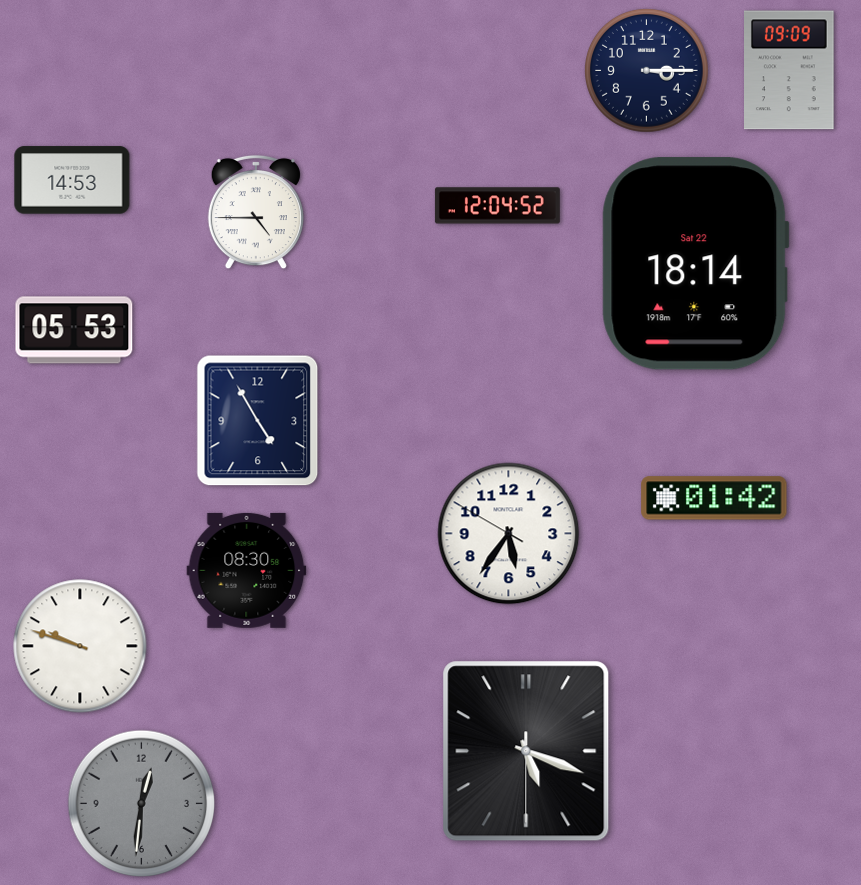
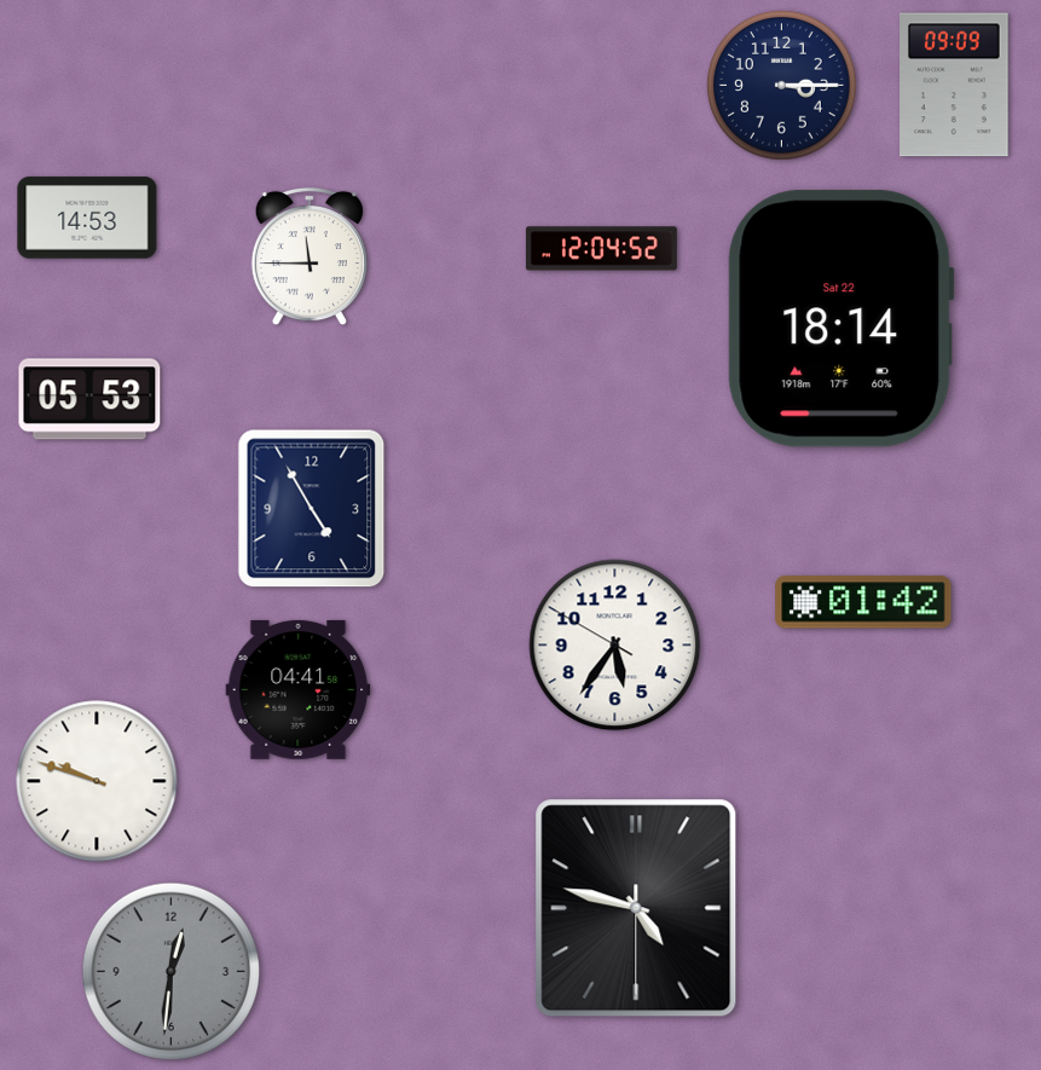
clock at (256, 212): 4:45 -> 11:45
clock at (247, 570): 08:30 -> 04:41
clock at (526, 751): 5:18 -> 4:47
